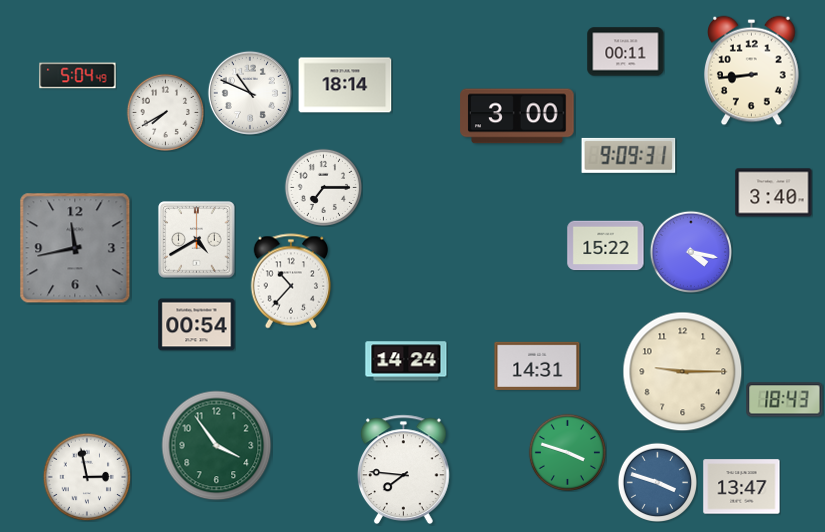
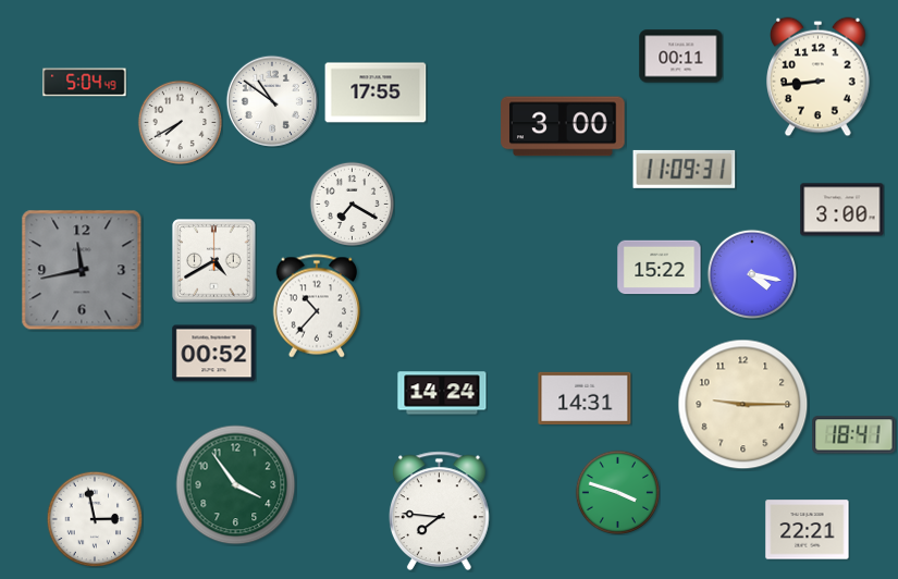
clock at (345, 85): 18:14 -> 17:55
clock at (250, 93): 10:49 -> 10:51
clock at (629, 155): 9:09 -> 11:09
clock at (323, 187): 7:15 -> 7:20
clock at (774, 193): 3:40 -> 3:00
clock at (197, 325): 00:54 -> 00:52
clock at (785, 400): 18:43 -> 18:41
clock at (657, 482): 3:48 -> none
clock at (742, 487): 13:47 -> 22:21
